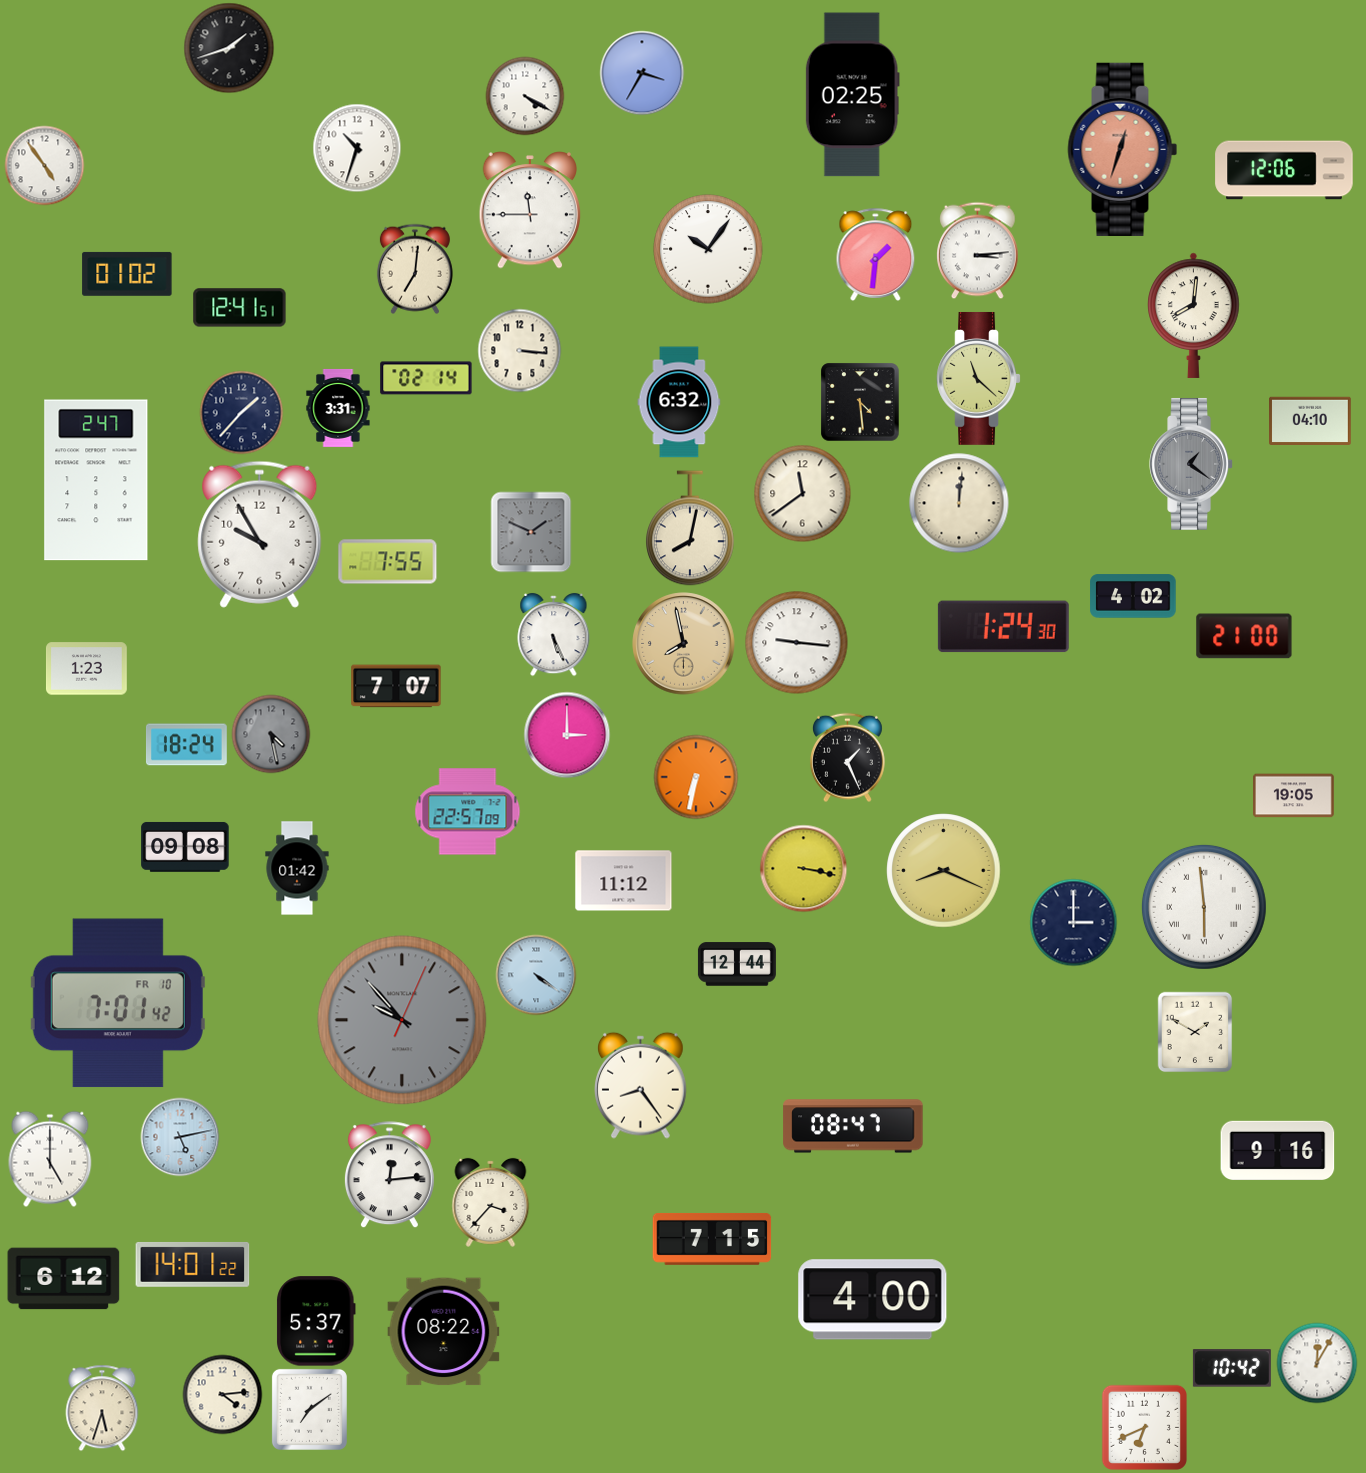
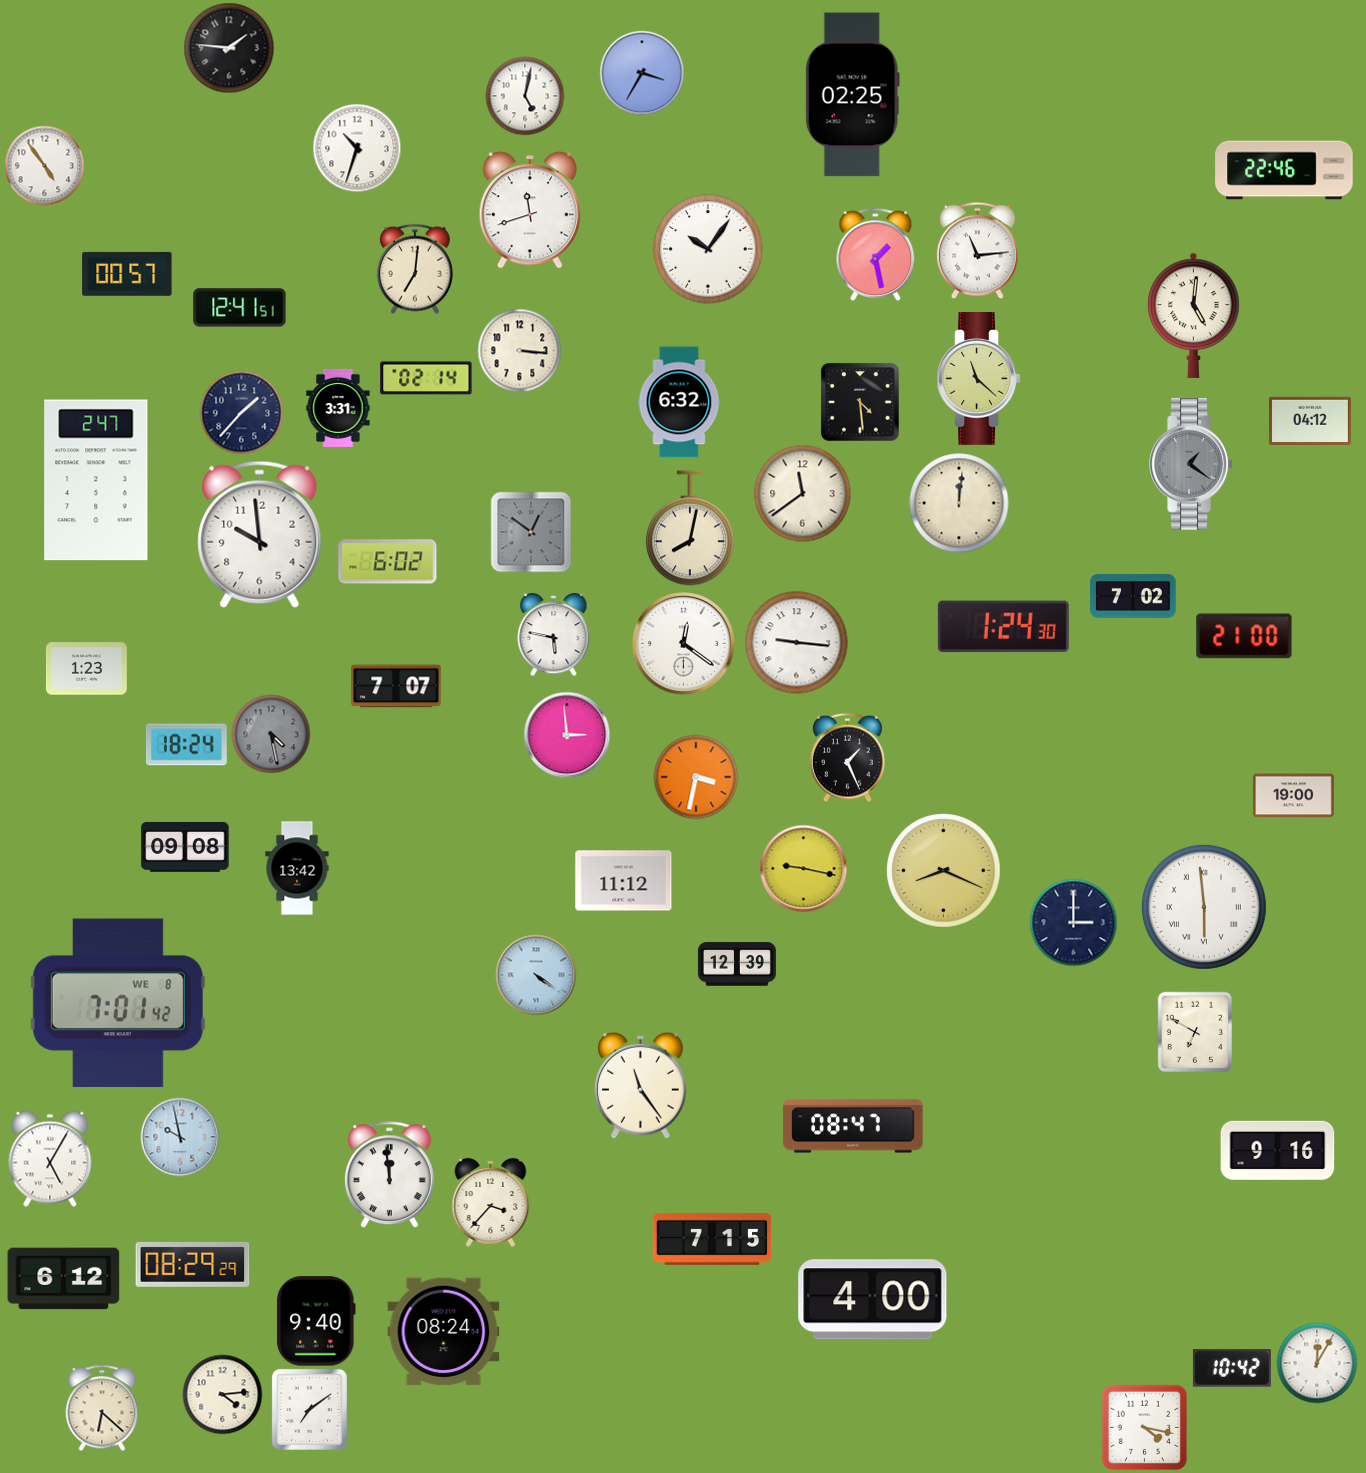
clock at (229, 48): 1:42 -> 1:46
clock at (525, 96): 4:20 -> 5:02
clock at (1123, 149): 12:33 -> none
clock at (1284, 170): 12:06 -> 22:46
clock at (529, 210): 11:45 -> 11:42
clock at (978, 250): 3:14 -> 11:14
clock at (876, 254): 1:31 -> 1:28
clock at (127, 274): 01:02 -> 00:57
clock at (1194, 315): 8:01 -> 5:01
clock at (1311, 420): 04:10 -> 04:12
clock at (531, 532): 1:49 -> 12:51
clock at (260, 534): 9:55 -> 9:59
clock at (388, 562): 7:55 -> 6:02
clock at (1133, 596): 4:02 -> 7:02
clock at (554, 634): 5:26 -> 5:47
clock at (684, 644): 7:58 -> 12:21
clock at (684, 644) dial: champagne -> white
clock at (567, 735): 3:00 -> 2:59
clock at (696, 777): 6:32 -> 3:32
clock at (1294, 796): 19:05 -> 19:00
clock at (468, 812): 22:57 -> none
clock at (297, 868): 01:42 -> 13:42
clock at (803, 868): 3:17 -> 9:17
clock at (737, 964): 12:44 -> 12:39
clock at (118, 1003) date: FR 10 -> WE 8
clock at (402, 1020): 9:53 -> none
clock at (1195, 1032): 1:50 -> 6:50
clock at (641, 1085): 8:24 -> 11:24
clock at (180, 1137): 5:13 -> 9:58
clock at (50, 1159): 5:00 -> 5:05
clock at (389, 1175): 12:14 -> 11:59
clock at (193, 1264): 14:01 -> 08:29
clock at (317, 1321): 5:37 -> 9:40
clock at (444, 1332): 08:22 -> 08:24
clock at (102, 1408): 5:33 -> 6:22
clock at (1144, 1427): 6:41 -> 4:17
